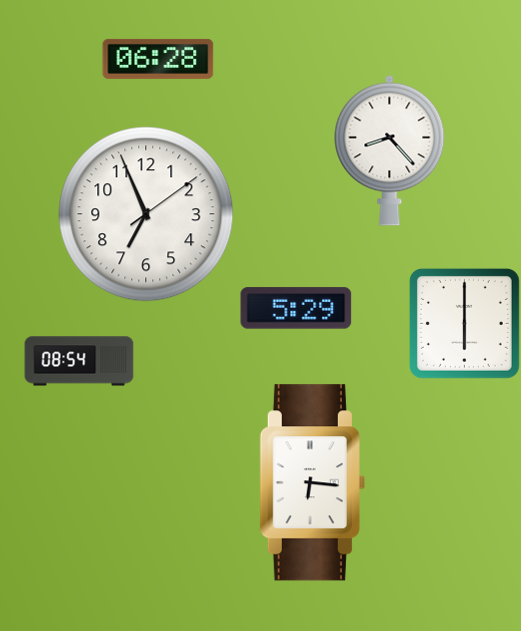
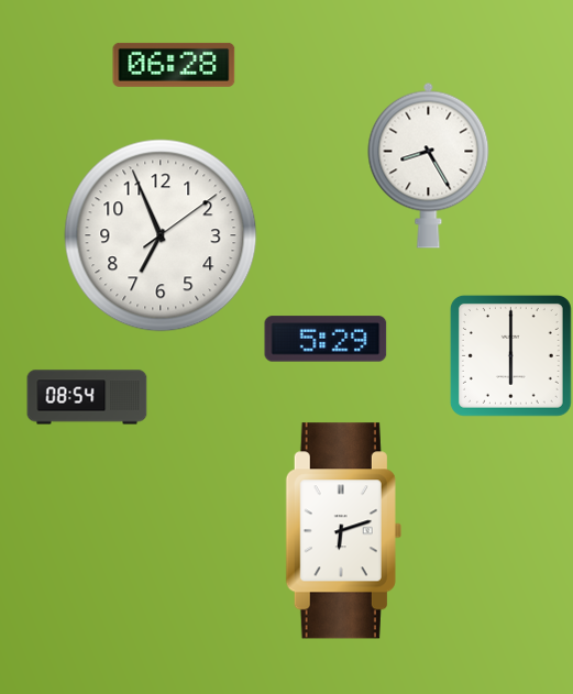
clock at (390, 150): 8:23 -> 8:25
clock at (312, 483): 6:16 -> 6:12
